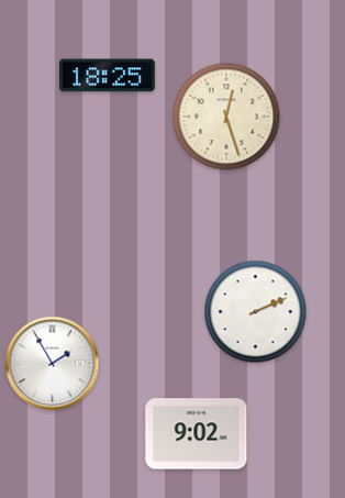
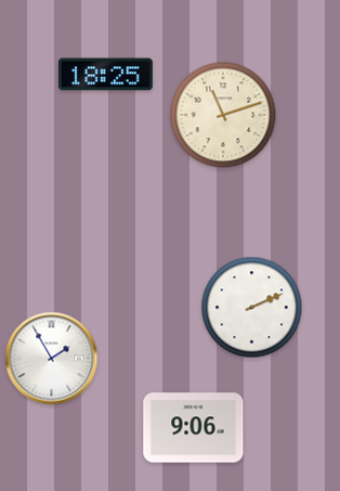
clock at (226, 117): 12:27 -> 11:12
clock at (197, 434): 9:02 -> 9:06
